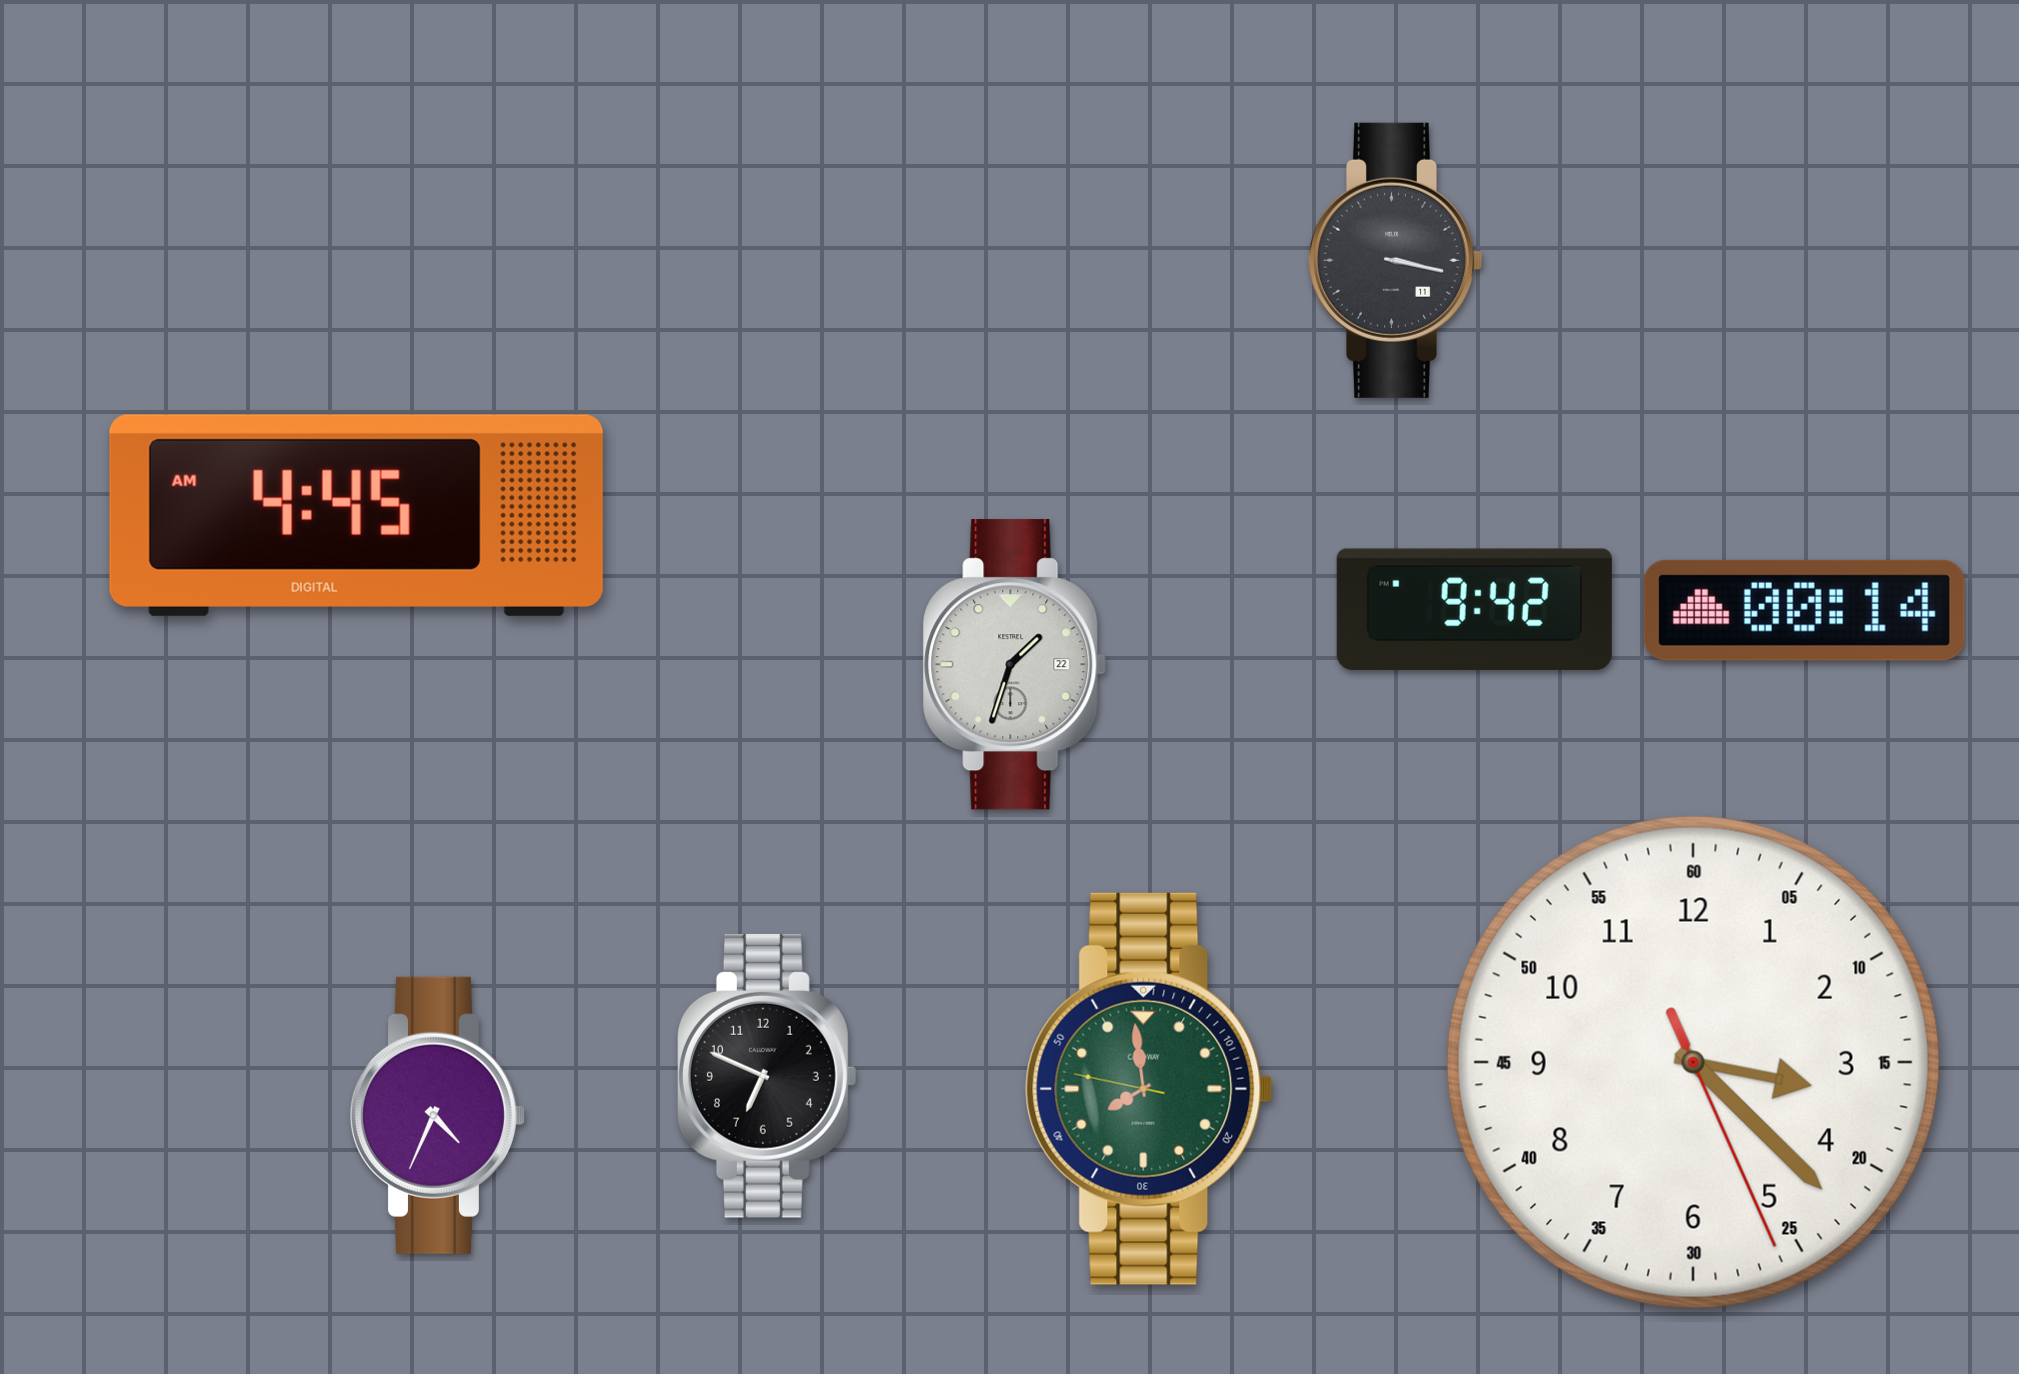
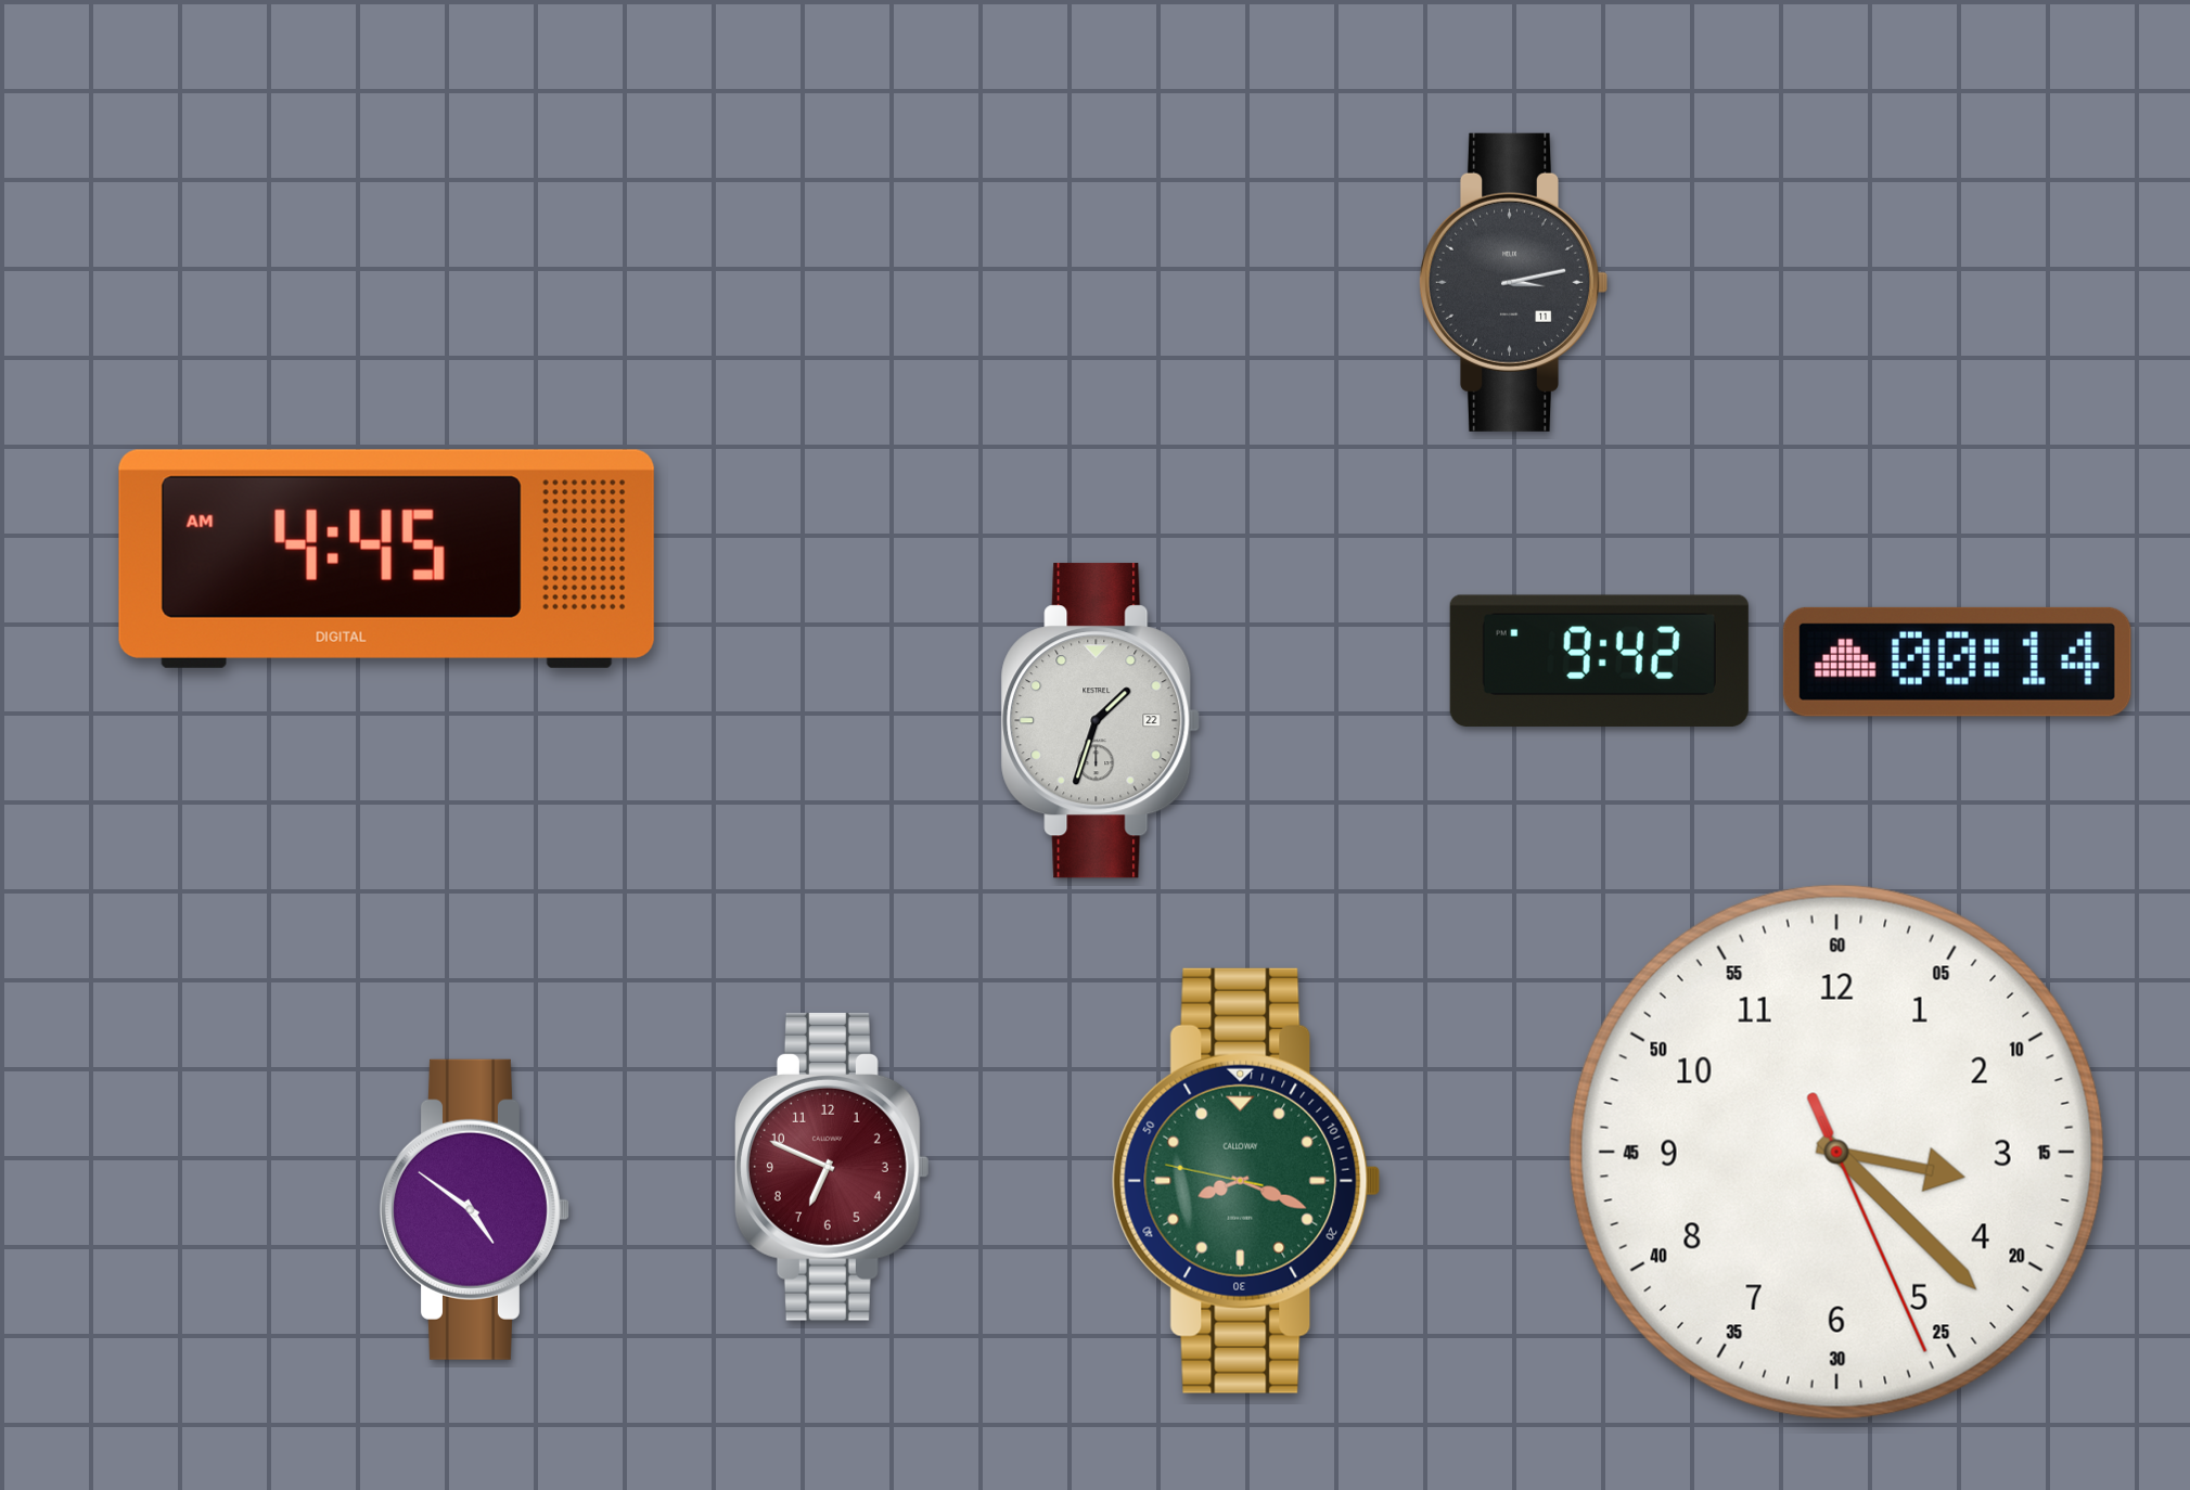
clock at (1394, 260): 3:17 -> 3:13
clock at (767, 1076) dial: black -> burgundy
clock at (1149, 1089): 7:58 -> 8:18
clock at (437, 1115): 4:34 -> 4:51
